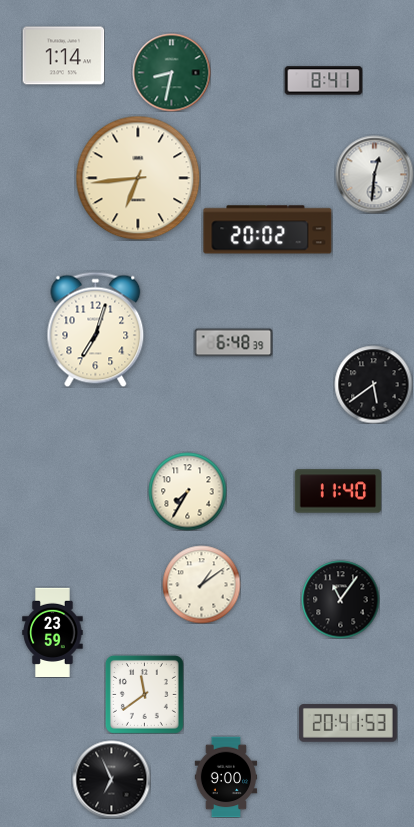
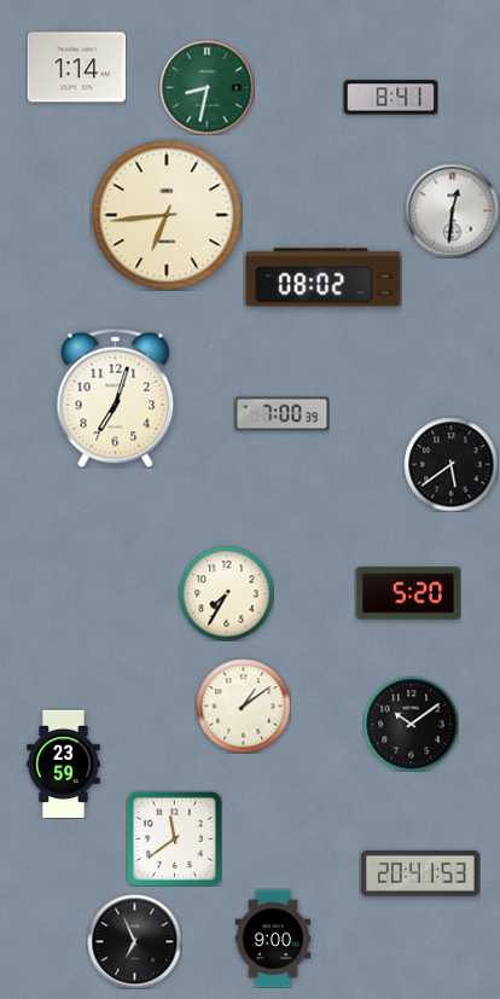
clock at (268, 230): 20:02 -> 08:02
clock at (233, 343): 6:48 -> 7:00
clock at (338, 491): 11:40 -> 5:20
clock at (340, 599): 11:06 -> 10:09
